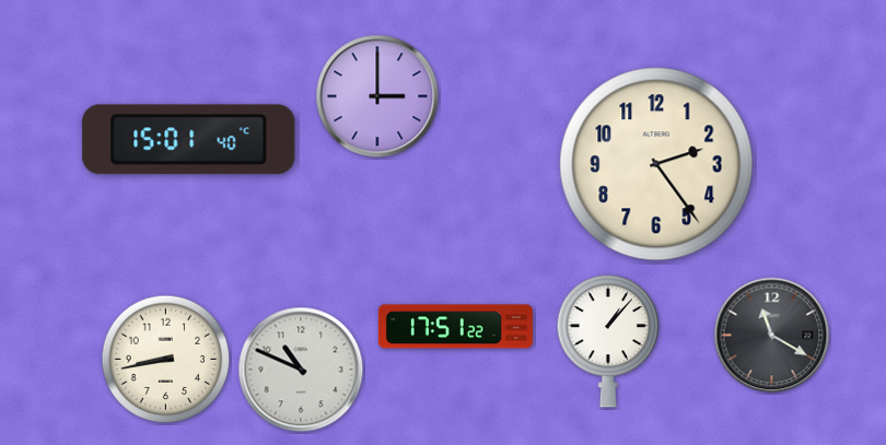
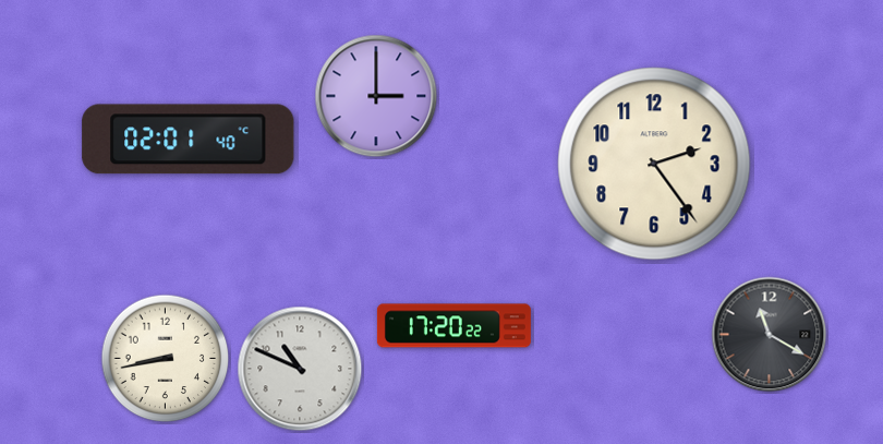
clock at (189, 140): 15:01 -> 02:01
clock at (455, 327): 17:51 -> 17:20
clock at (608, 341): 1:07 -> none
